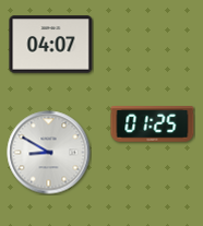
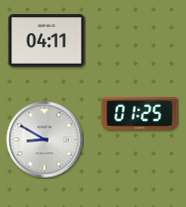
clock at (51, 45): 04:07 -> 04:11
